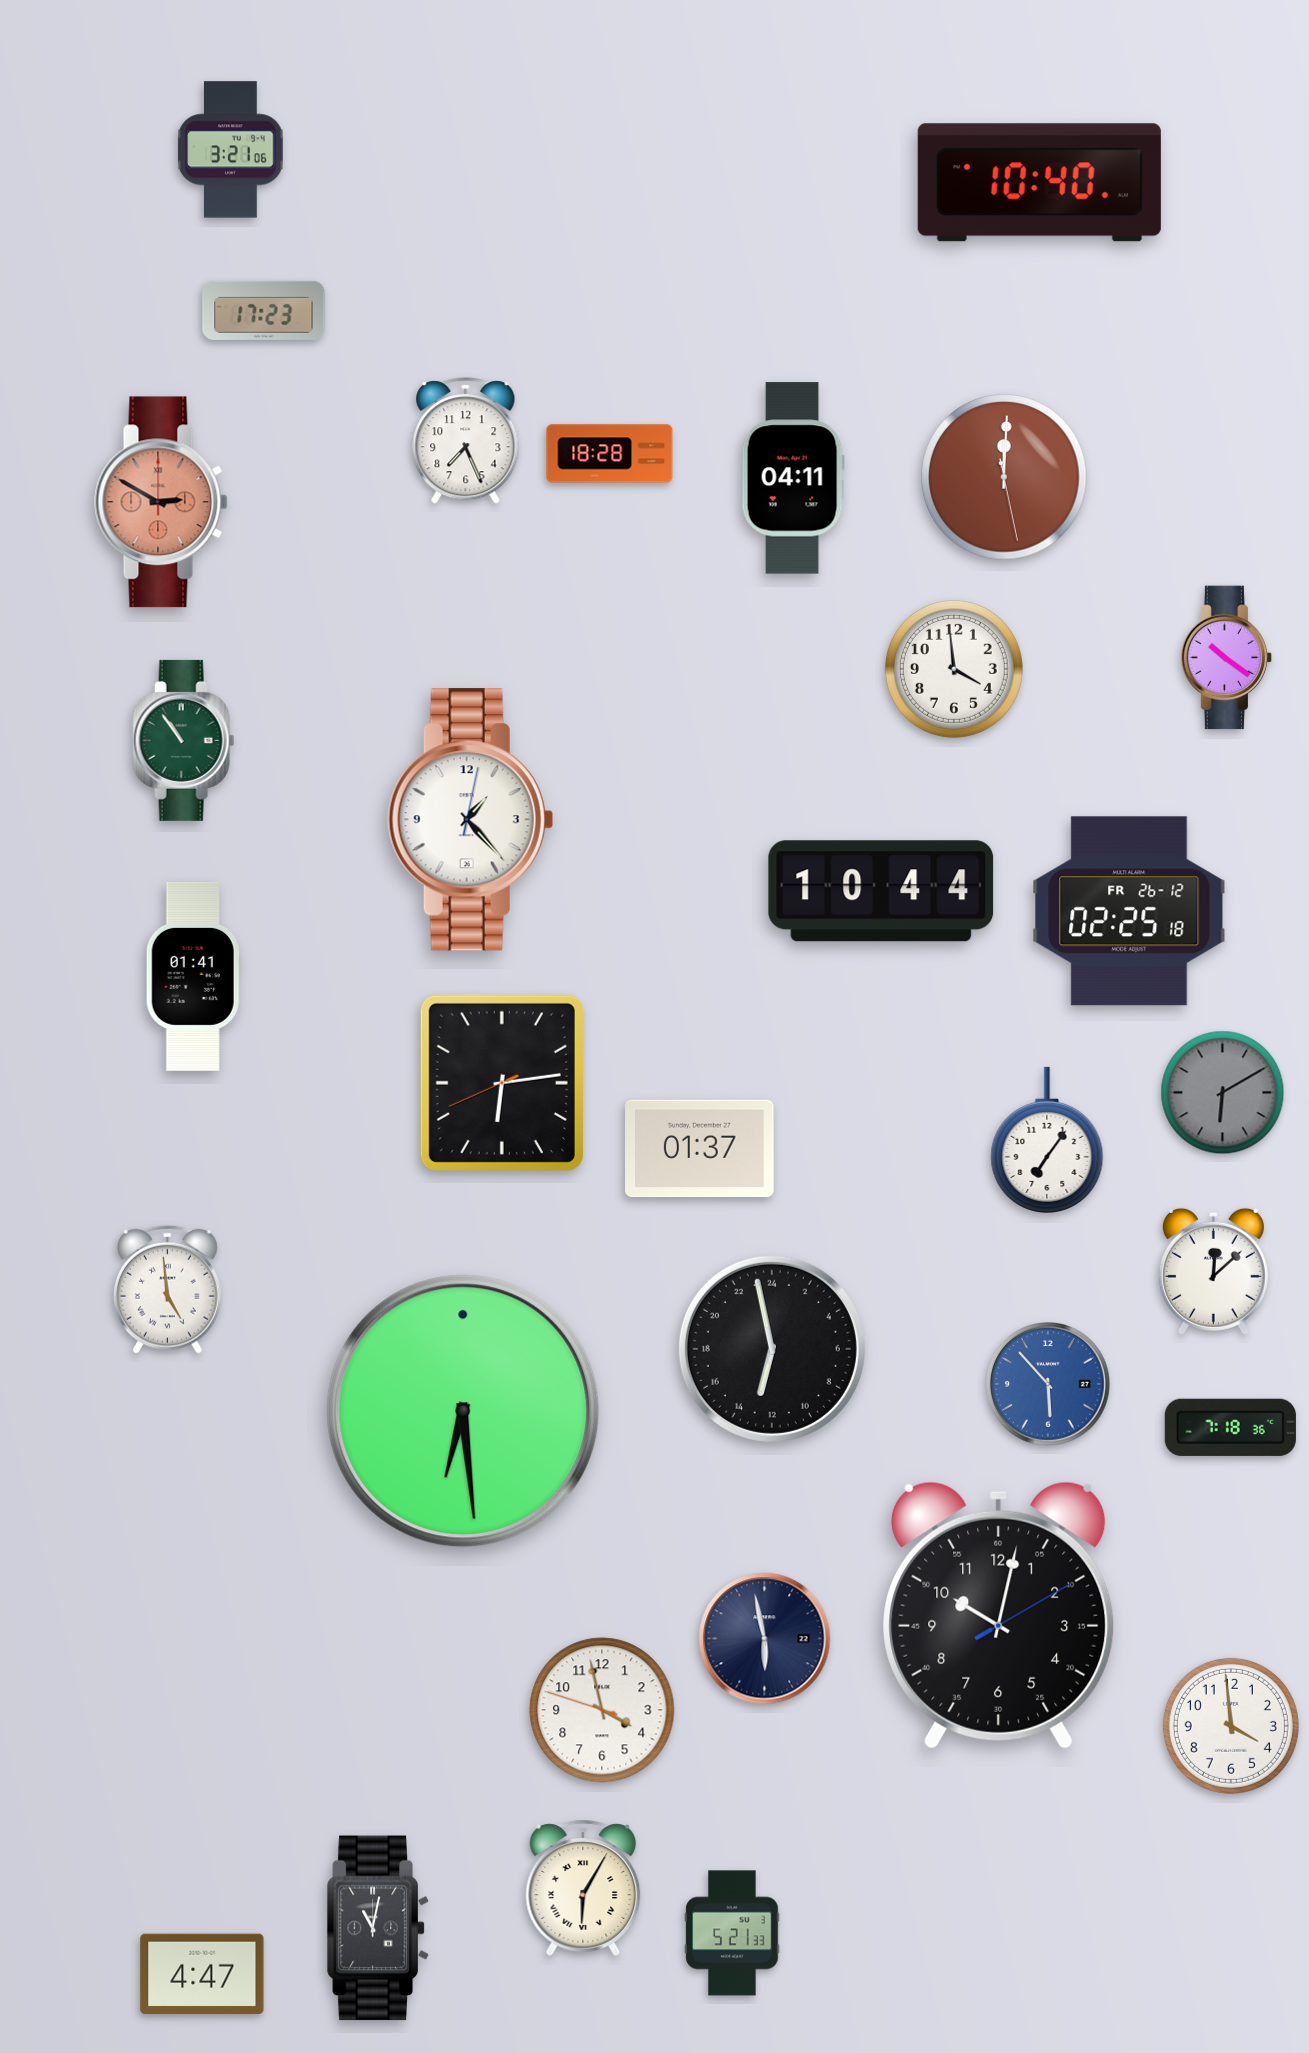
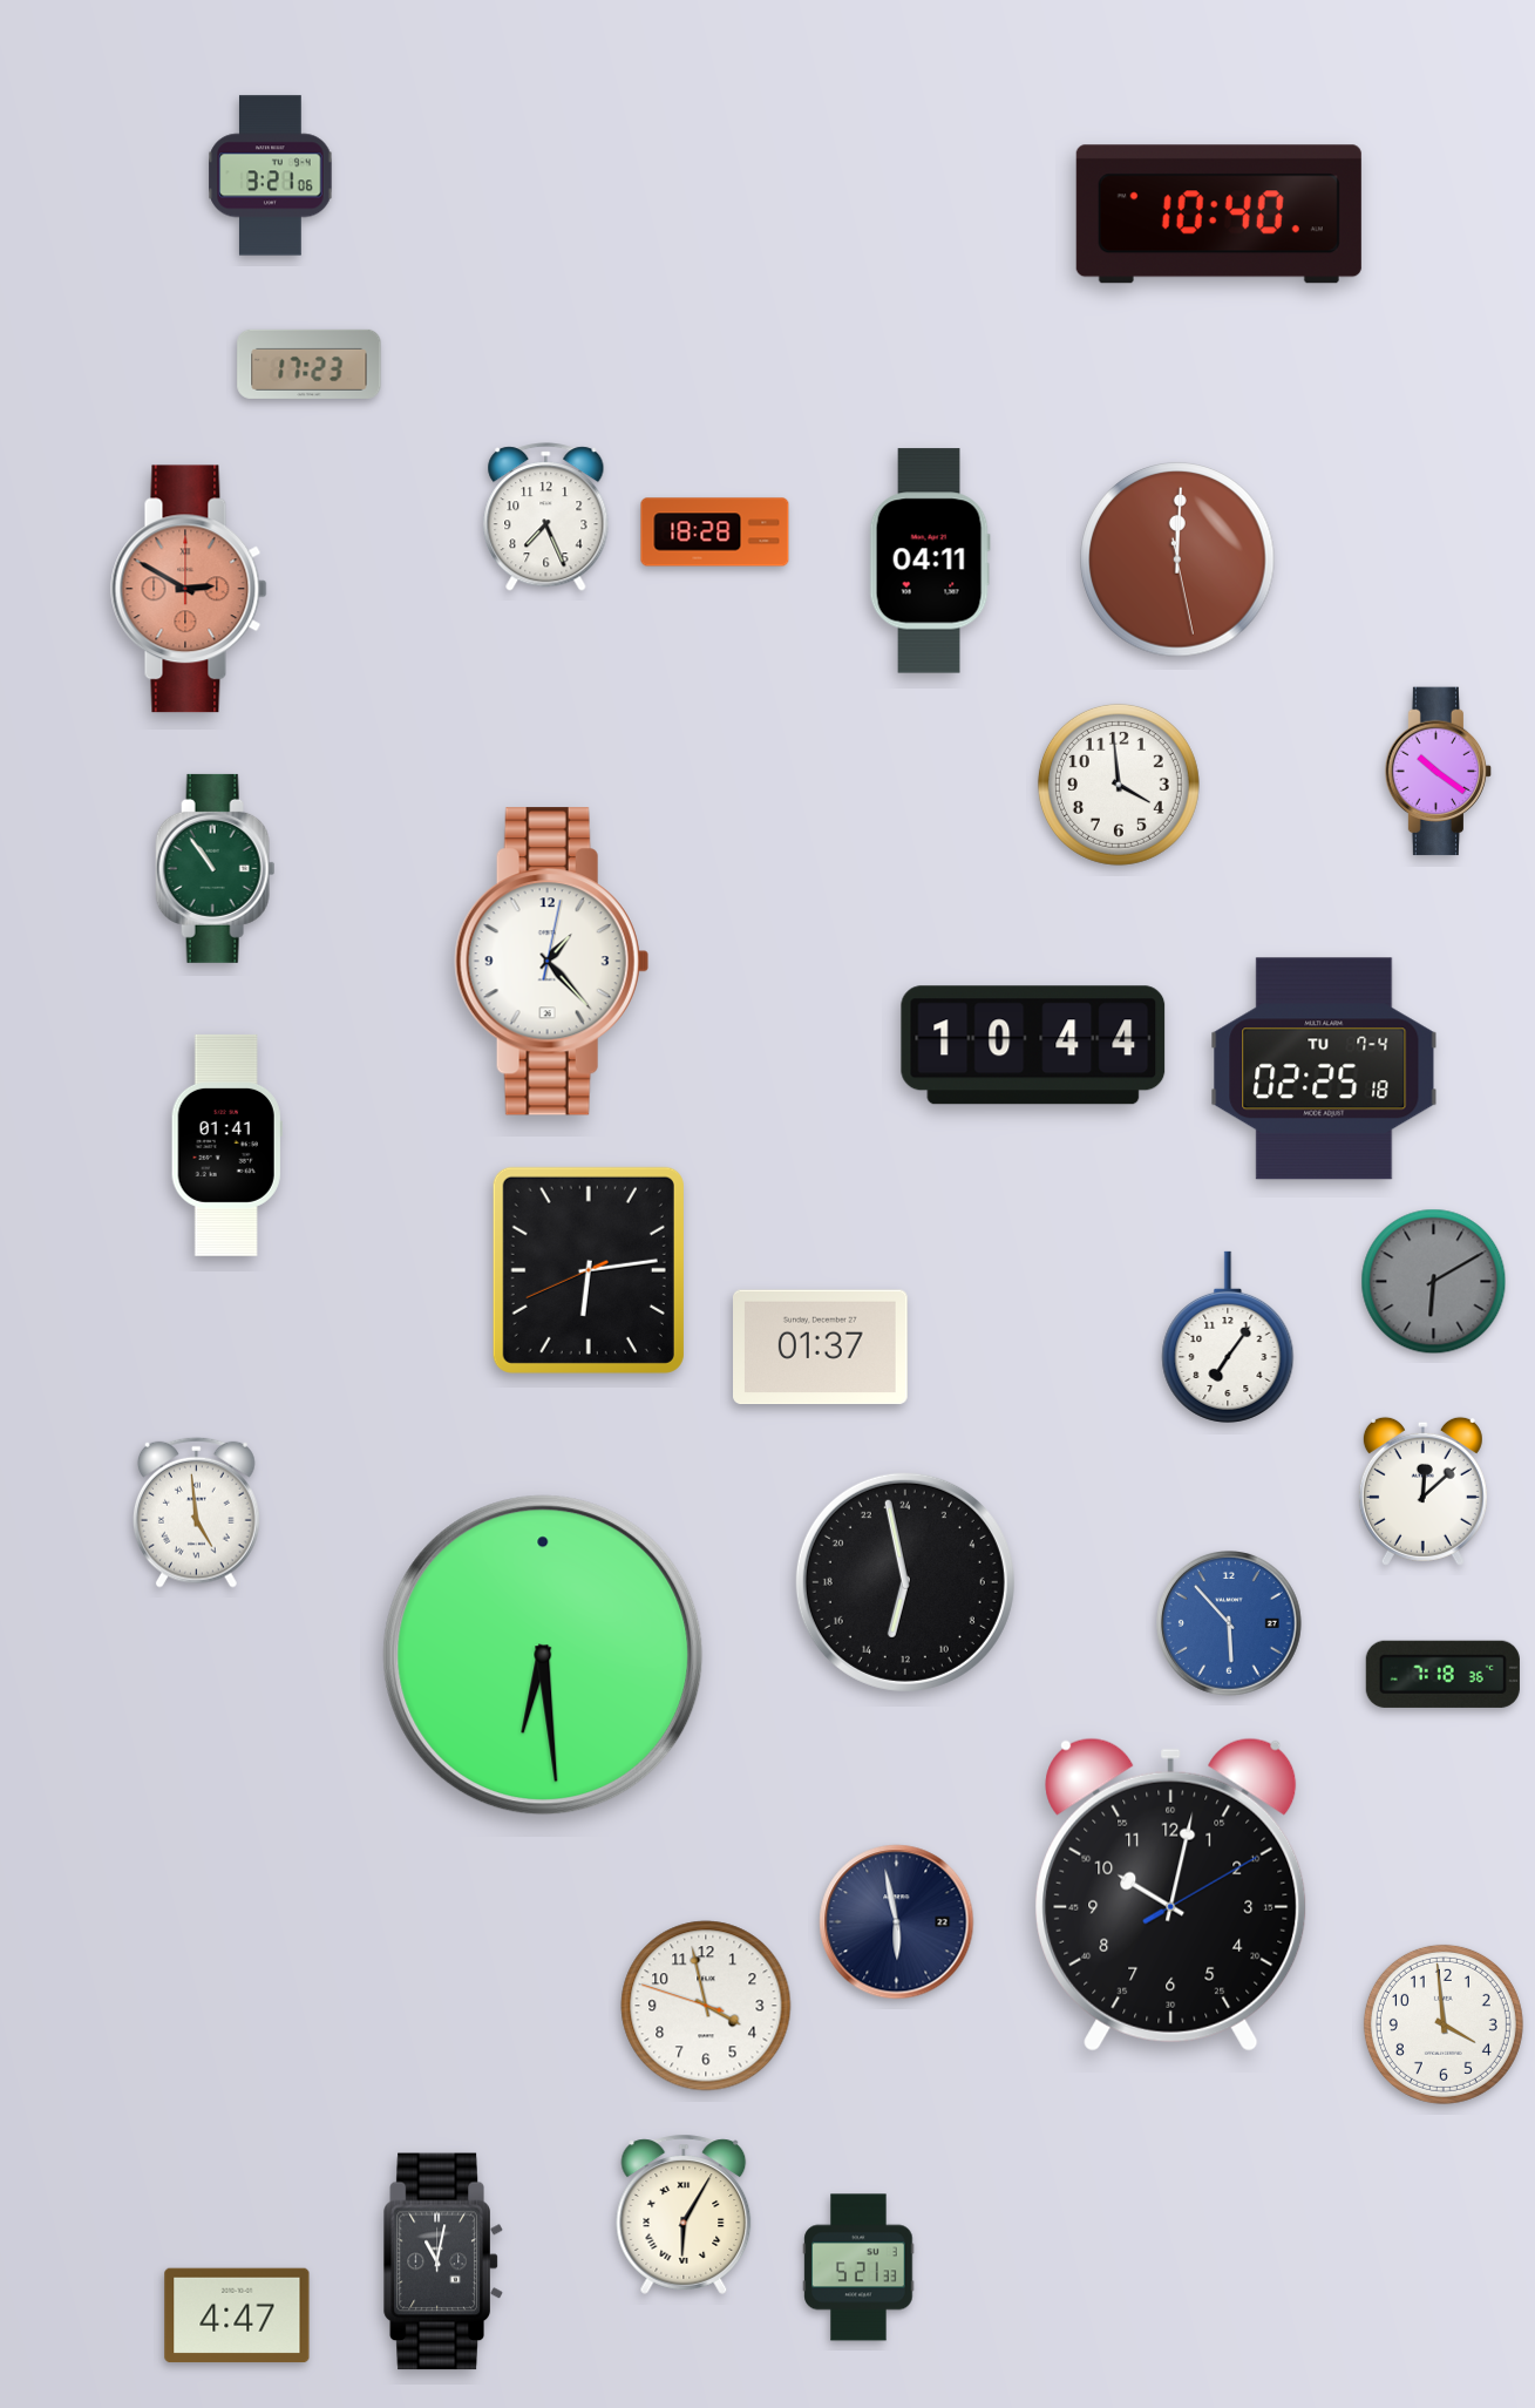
clock at (1129, 911) date: FR 26-12 -> TU 7-4
